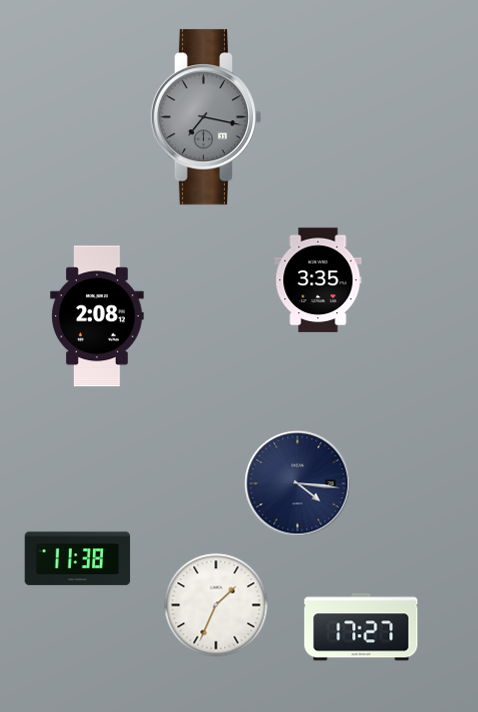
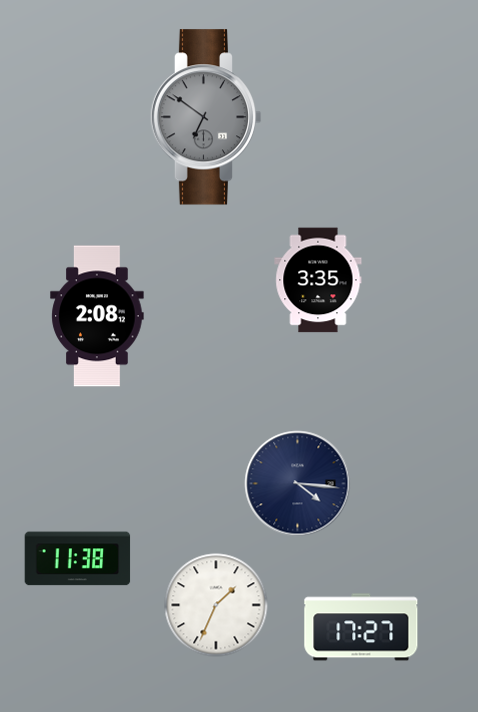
clock at (206, 117): 7:17 -> 6:51
